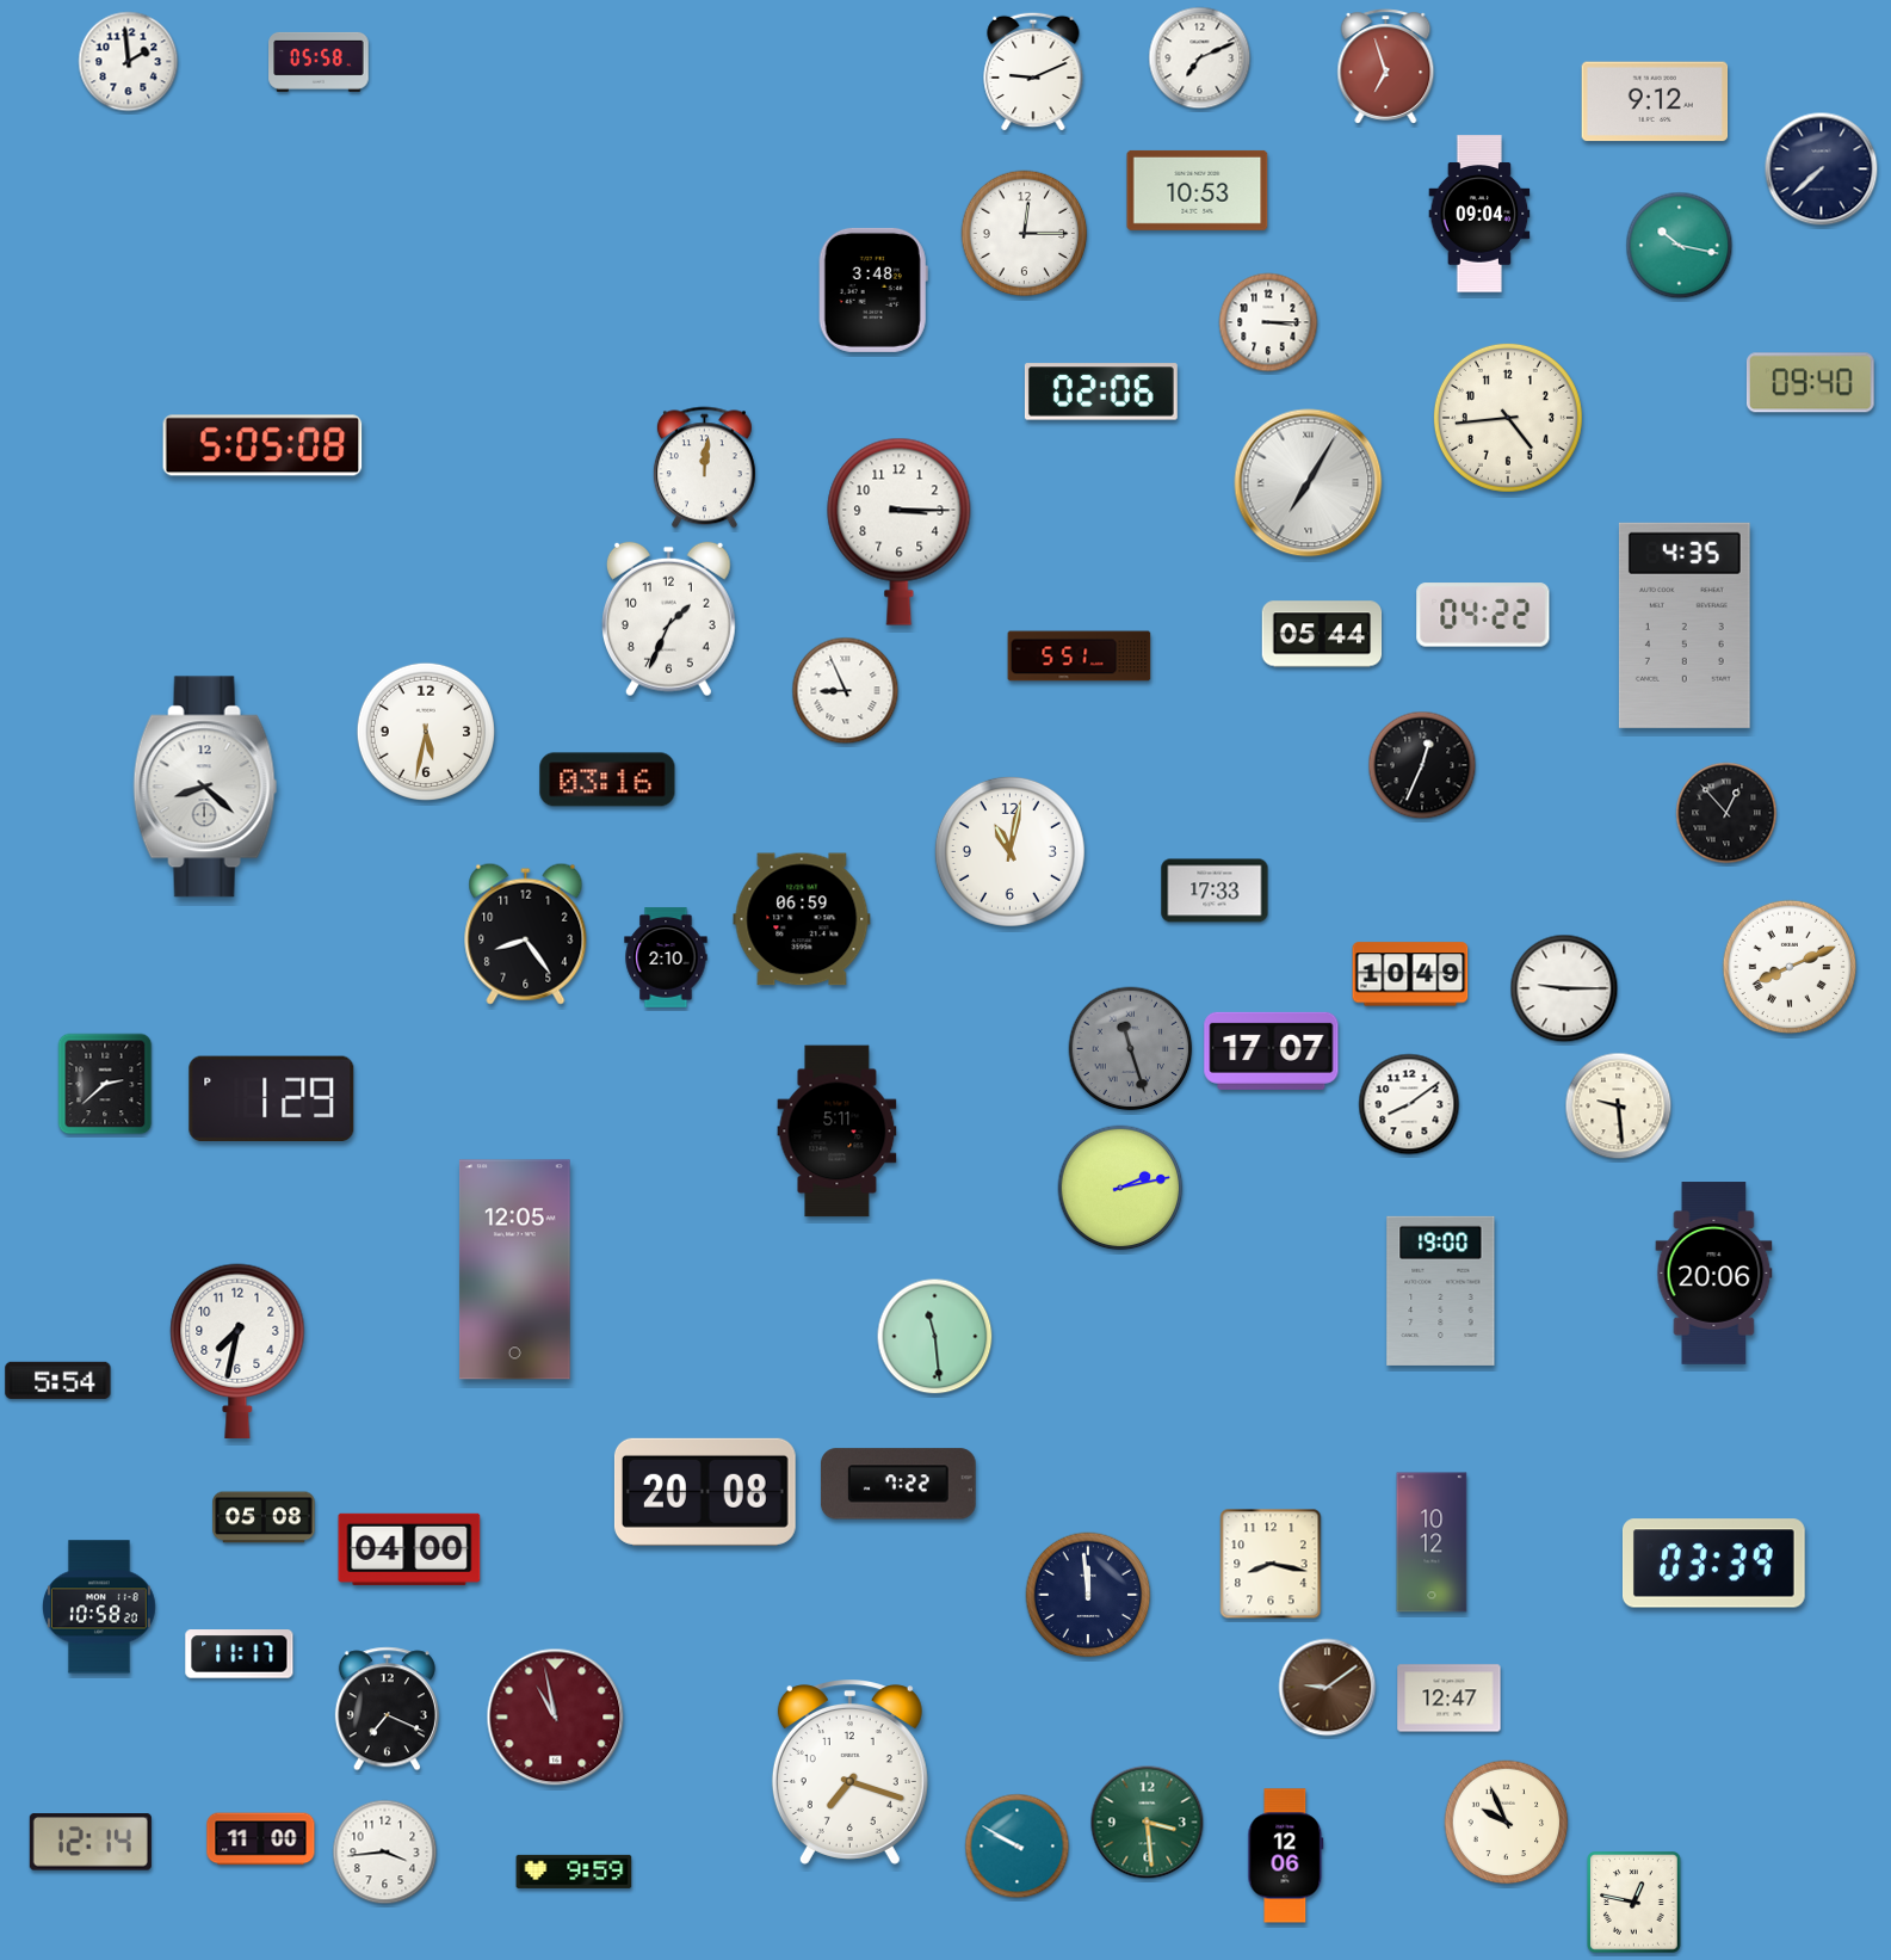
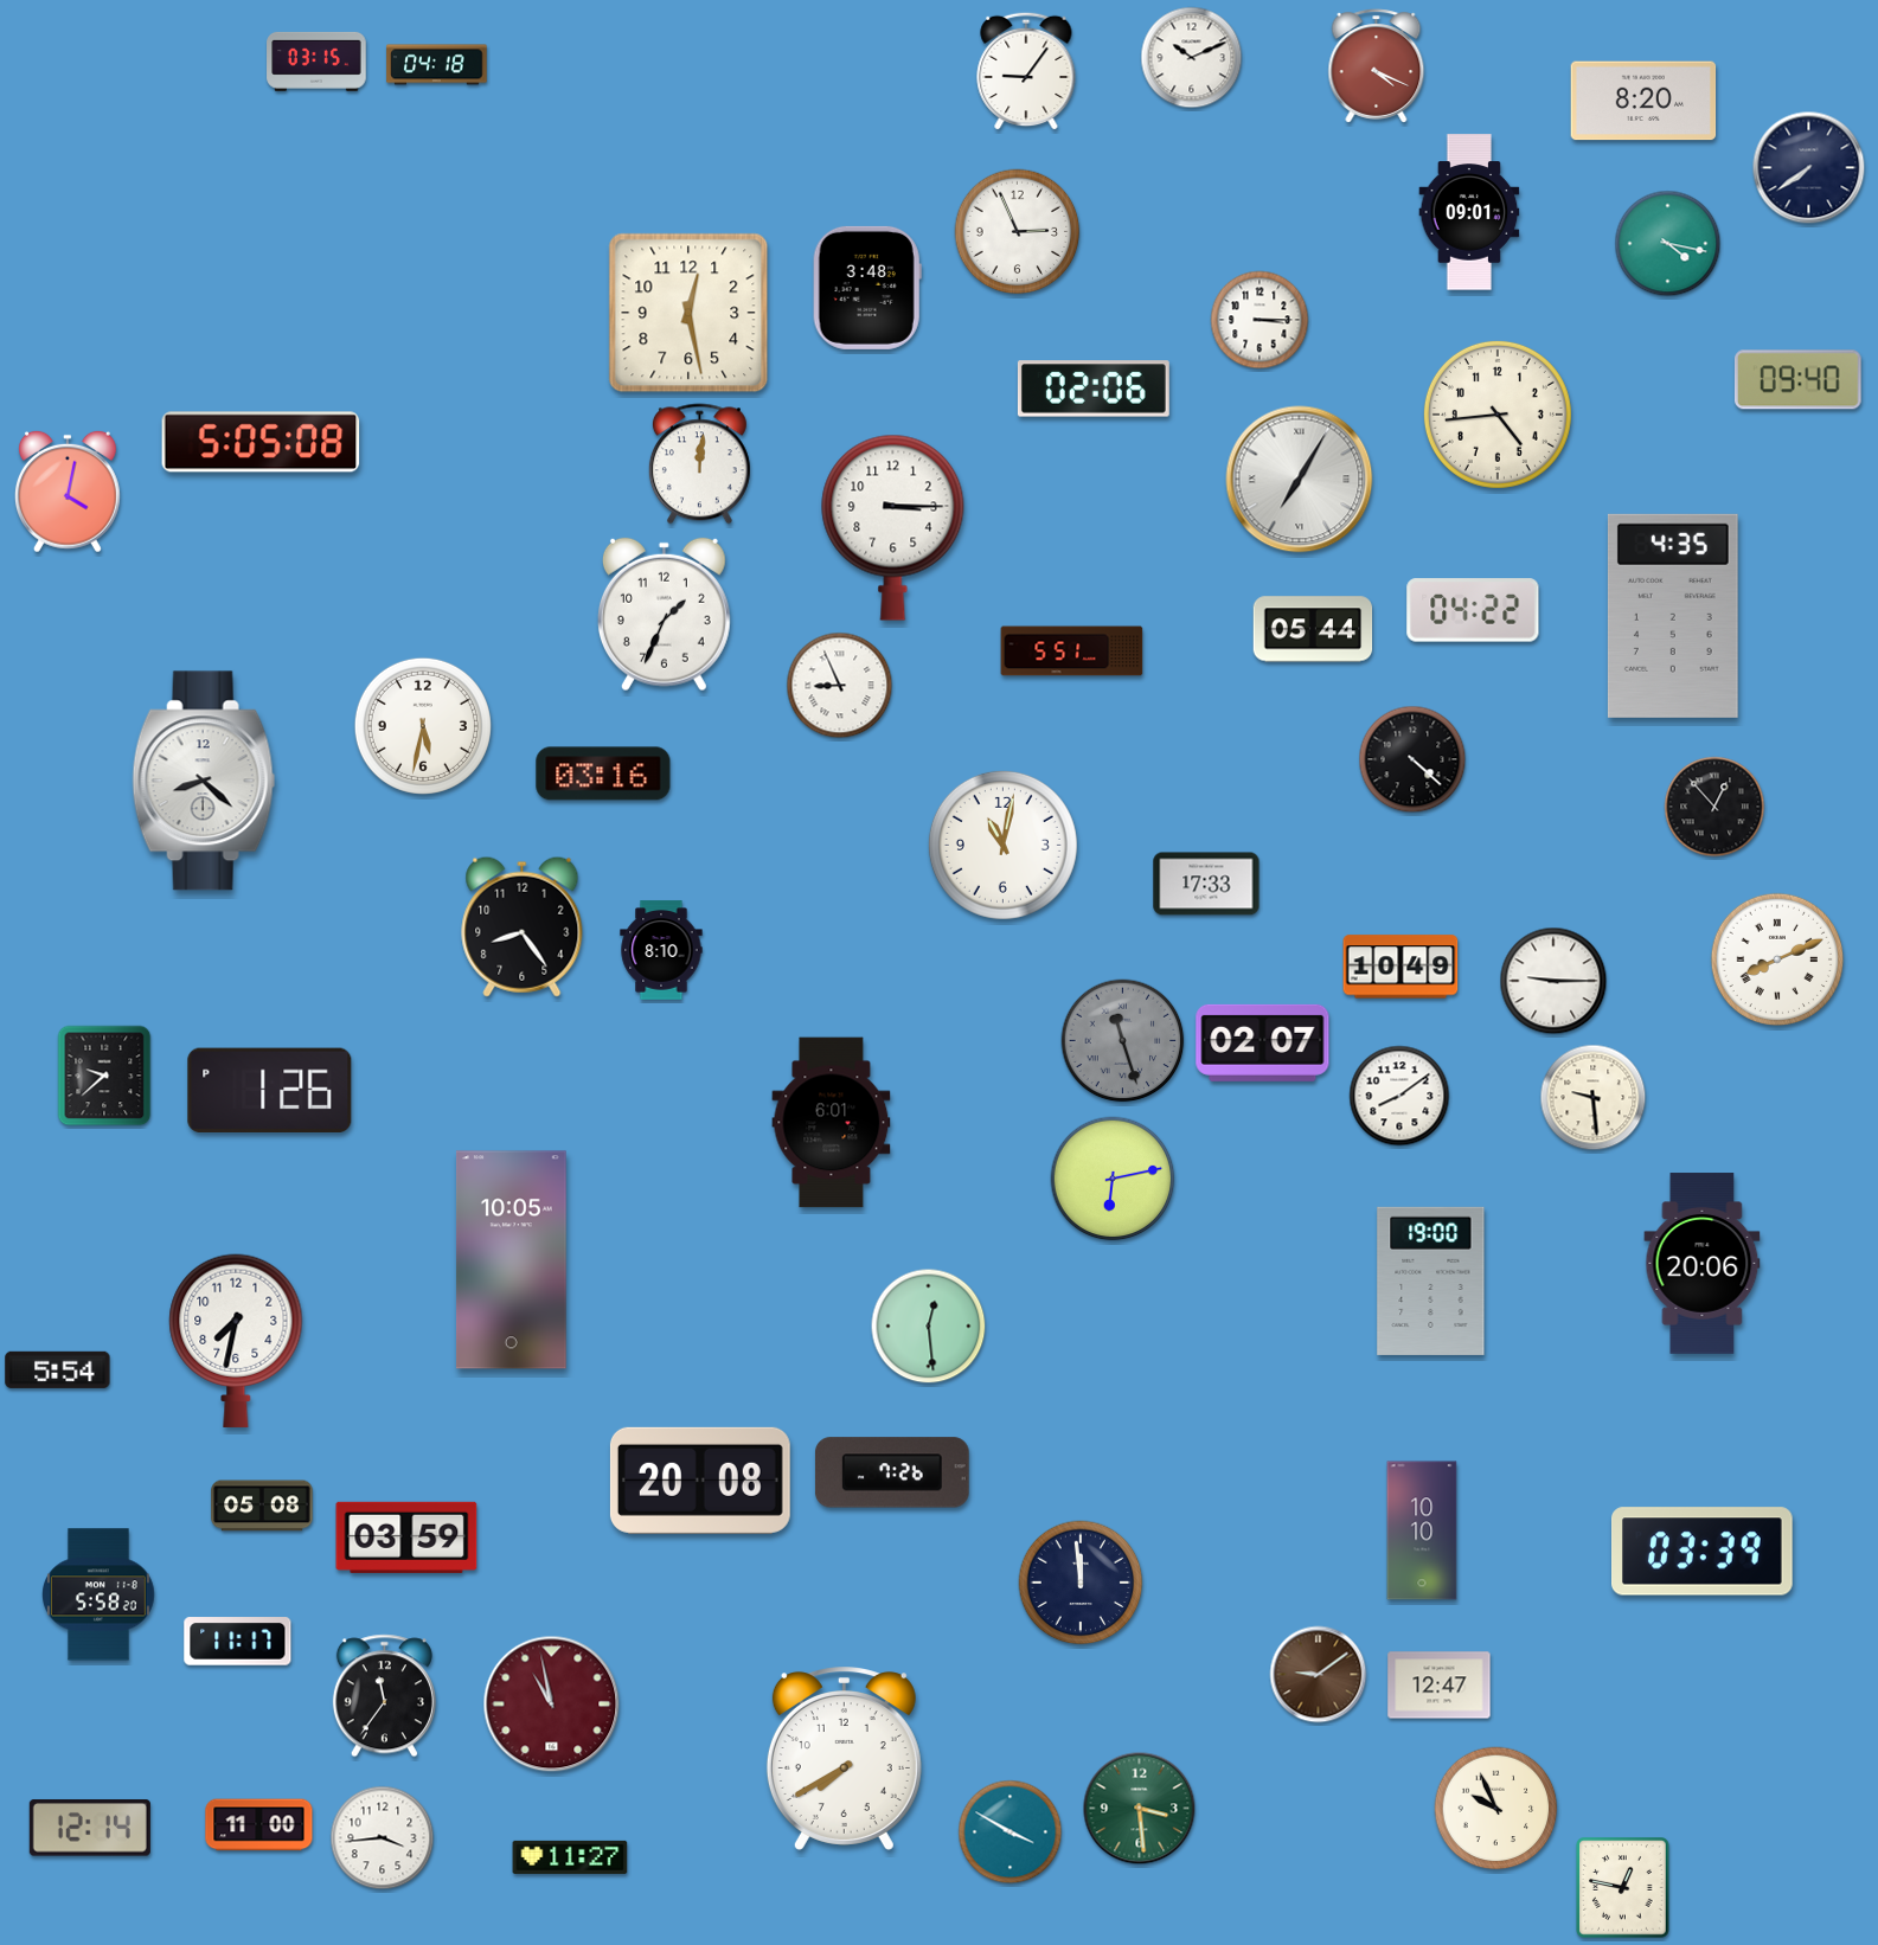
clock at (1200, 58): 7:11 -> 10:11
clock at (129, 62): 1:59 -> none
clock at (319, 62): 05:58 -> 03:15
clock at (437, 65): none -> 04:18
clock at (1386, 67): 6:57 -> 4:19
clock at (1033, 72): 9:11 -> 9:06
clock at (1655, 101): 9:12 -> 8:20
clock at (1822, 170): 7:38 -> 7:39
clock at (1198, 190): 10:53 -> none
clock at (1479, 214): 09:04 -> 09:01
clock at (1025, 234): 12:15 -> 2:56
clock at (1680, 246): 10:17 -> 4:17
clock at (688, 313): none -> 12:28
clock at (68, 492): none -> 4:02
clock at (1685, 625) position: (1685, 625) -> (1673, 616)
clock at (1422, 765): 12:34 -> 4:22
clock at (802, 919): 06:59 -> none
clock at (666, 957): 2:10 -> 8:10
clock at (1272, 1050): 17:07 -> 02:07
clock at (105, 1084): 2:38 -> 9:38
clock at (272, 1098): 1:29 -> 1:26
clock at (1619, 1107) position: (1619, 1107) -> (1594, 1098)
clock at (838, 1132): 5:11 -> 6:01
clock at (1120, 1188): 2:13 -> 6:13
clock at (514, 1270): 12:05 -> 10:05
clock at (935, 1337): 11:29 -> 12:29
clock at (898, 1484): 7:22 -> 7:26
clock at (1432, 1542): 10:12 -> 10:10
clock at (409, 1549): 04:00 -> 03:59
clock at (1271, 1564): 8:17 -> none
clock at (100, 1607): 10:58 -> 5:58
clock at (387, 1709): 7:19 -> 11:36
clock at (849, 1773): 7:18 -> 7:40
clock at (1018, 1847): 9:50 -> 3:50
clock at (1286, 1856): 12:06 -> none
clock at (574, 1872): 9:59 -> 11:27
